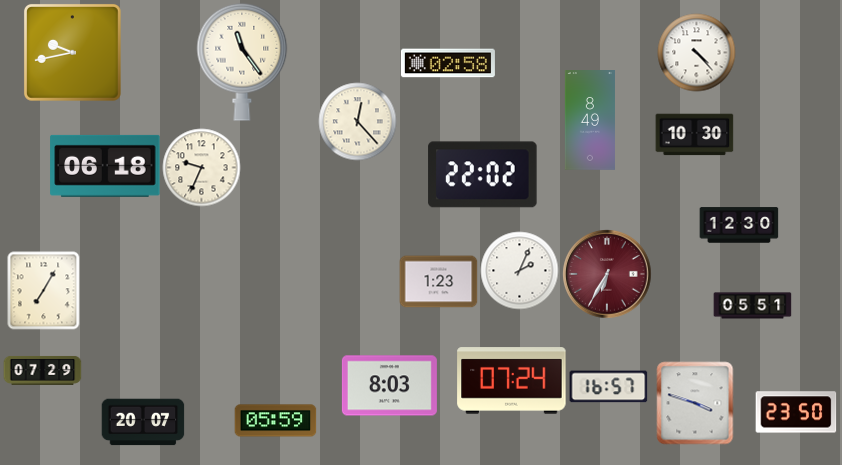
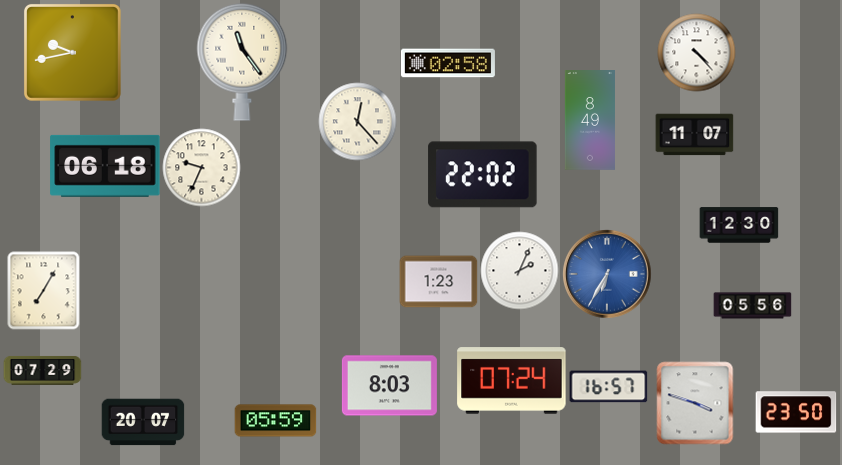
clock at (694, 135): 10:30 -> 11:07
clock at (607, 274) dial: burgundy -> blue
clock at (752, 306): 05:51 -> 05:56
